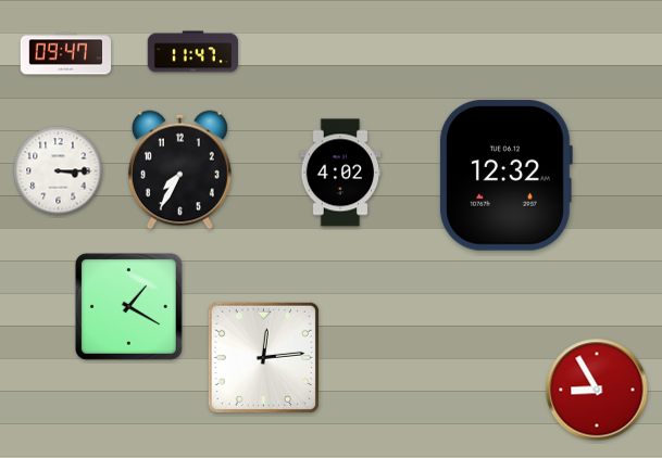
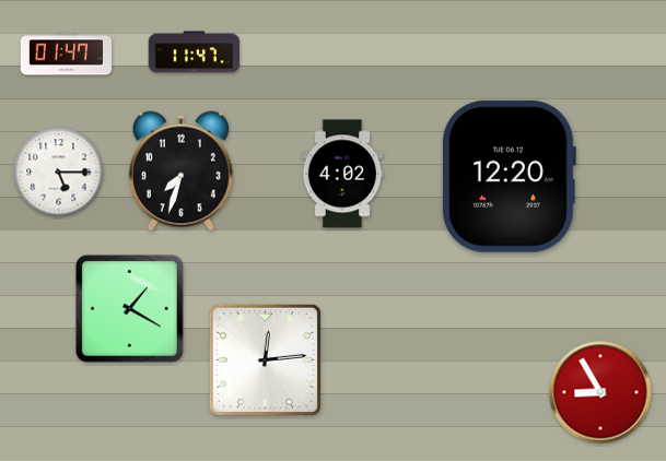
clock at (66, 54): 09:47 -> 01:47
clock at (179, 170): 7:35 -> 7:33
clock at (59, 171): 3:15 -> 5:15
clock at (505, 175): 12:32 -> 12:20
